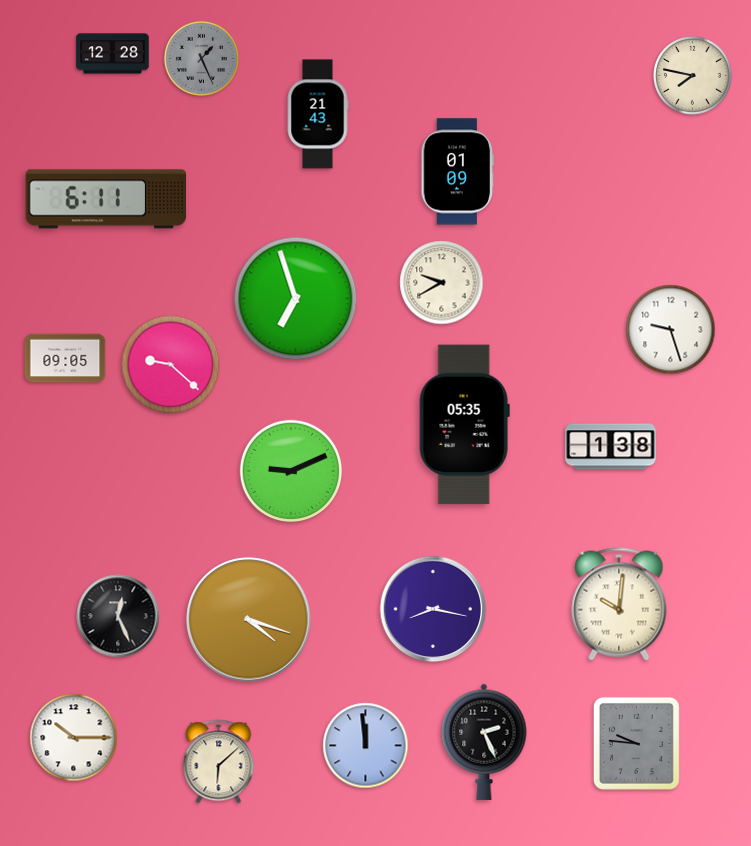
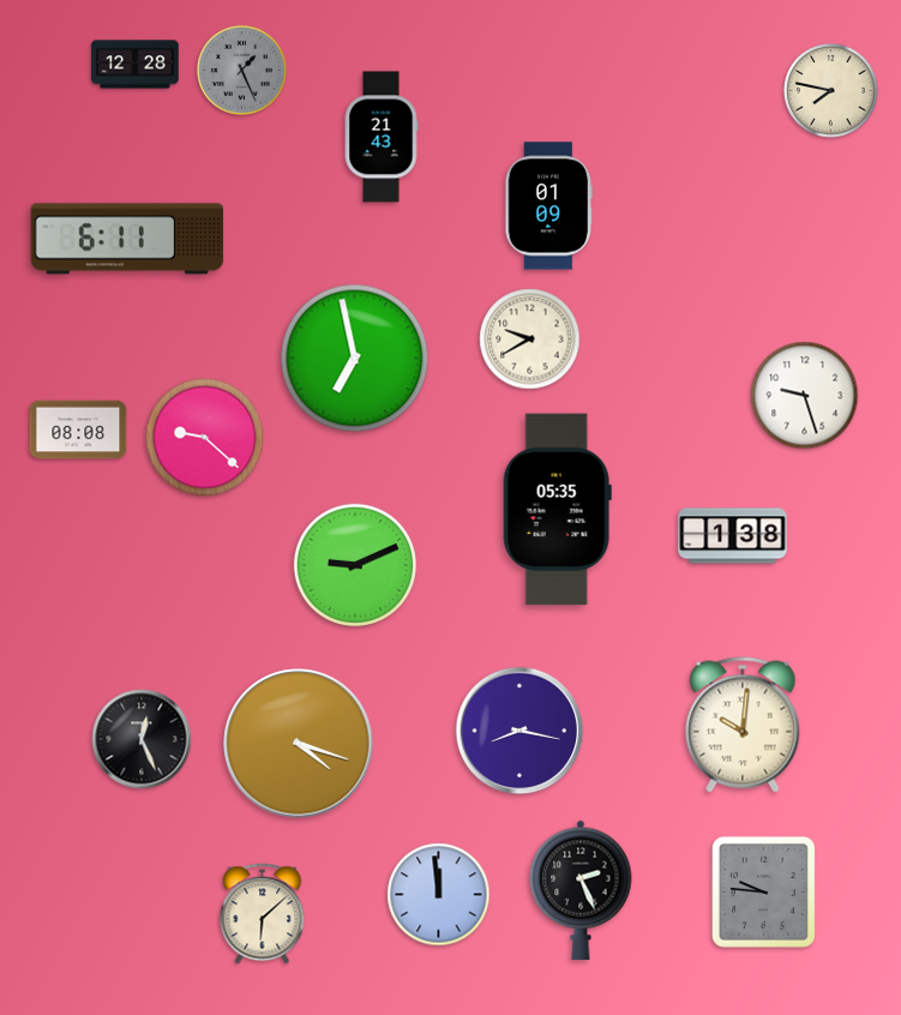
clock at (296, 299): 6:57 -> 6:58
clock at (65, 358): 09:05 -> 08:08
clock at (290, 470) position: (290, 470) -> (354, 564)
clock at (74, 738): 10:15 -> none
